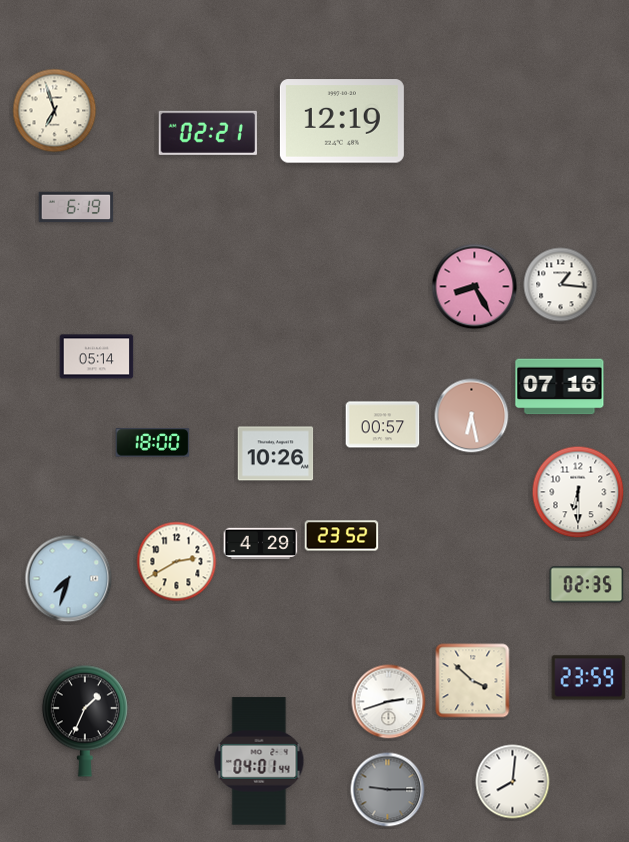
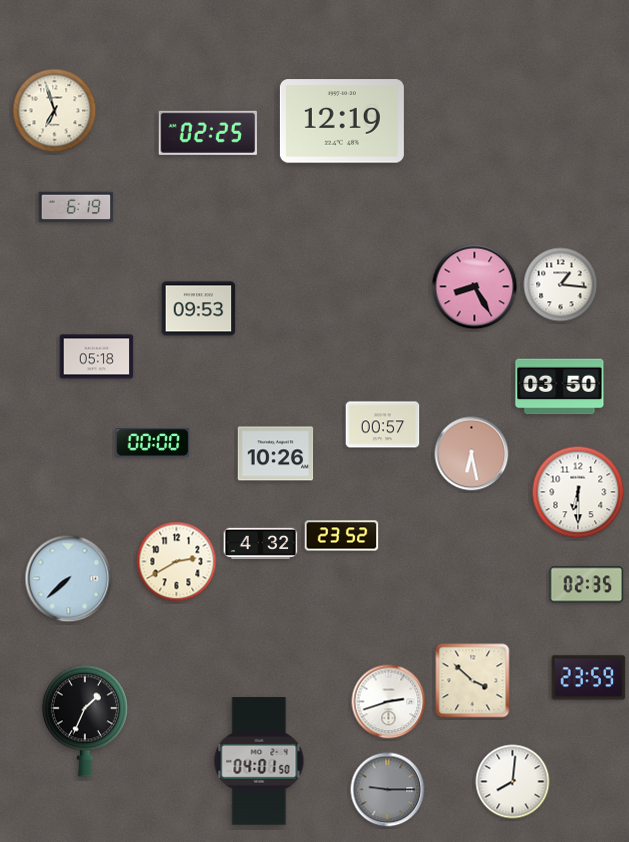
clock at (208, 133): 02:21 -> 02:25
clock at (199, 309): none -> 09:53
clock at (97, 357): 05:14 -> 05:18
clock at (560, 387): 07:16 -> 03:50
clock at (472, 416) position: (472, 416) -> (472, 454)
clock at (153, 443): 18:00 -> 00:00
clock at (261, 544): 4:29 -> 4:32
clock at (69, 579): 7:33 -> 7:38
clock at (259, 761): 04:01:44 -> 04:01:50
